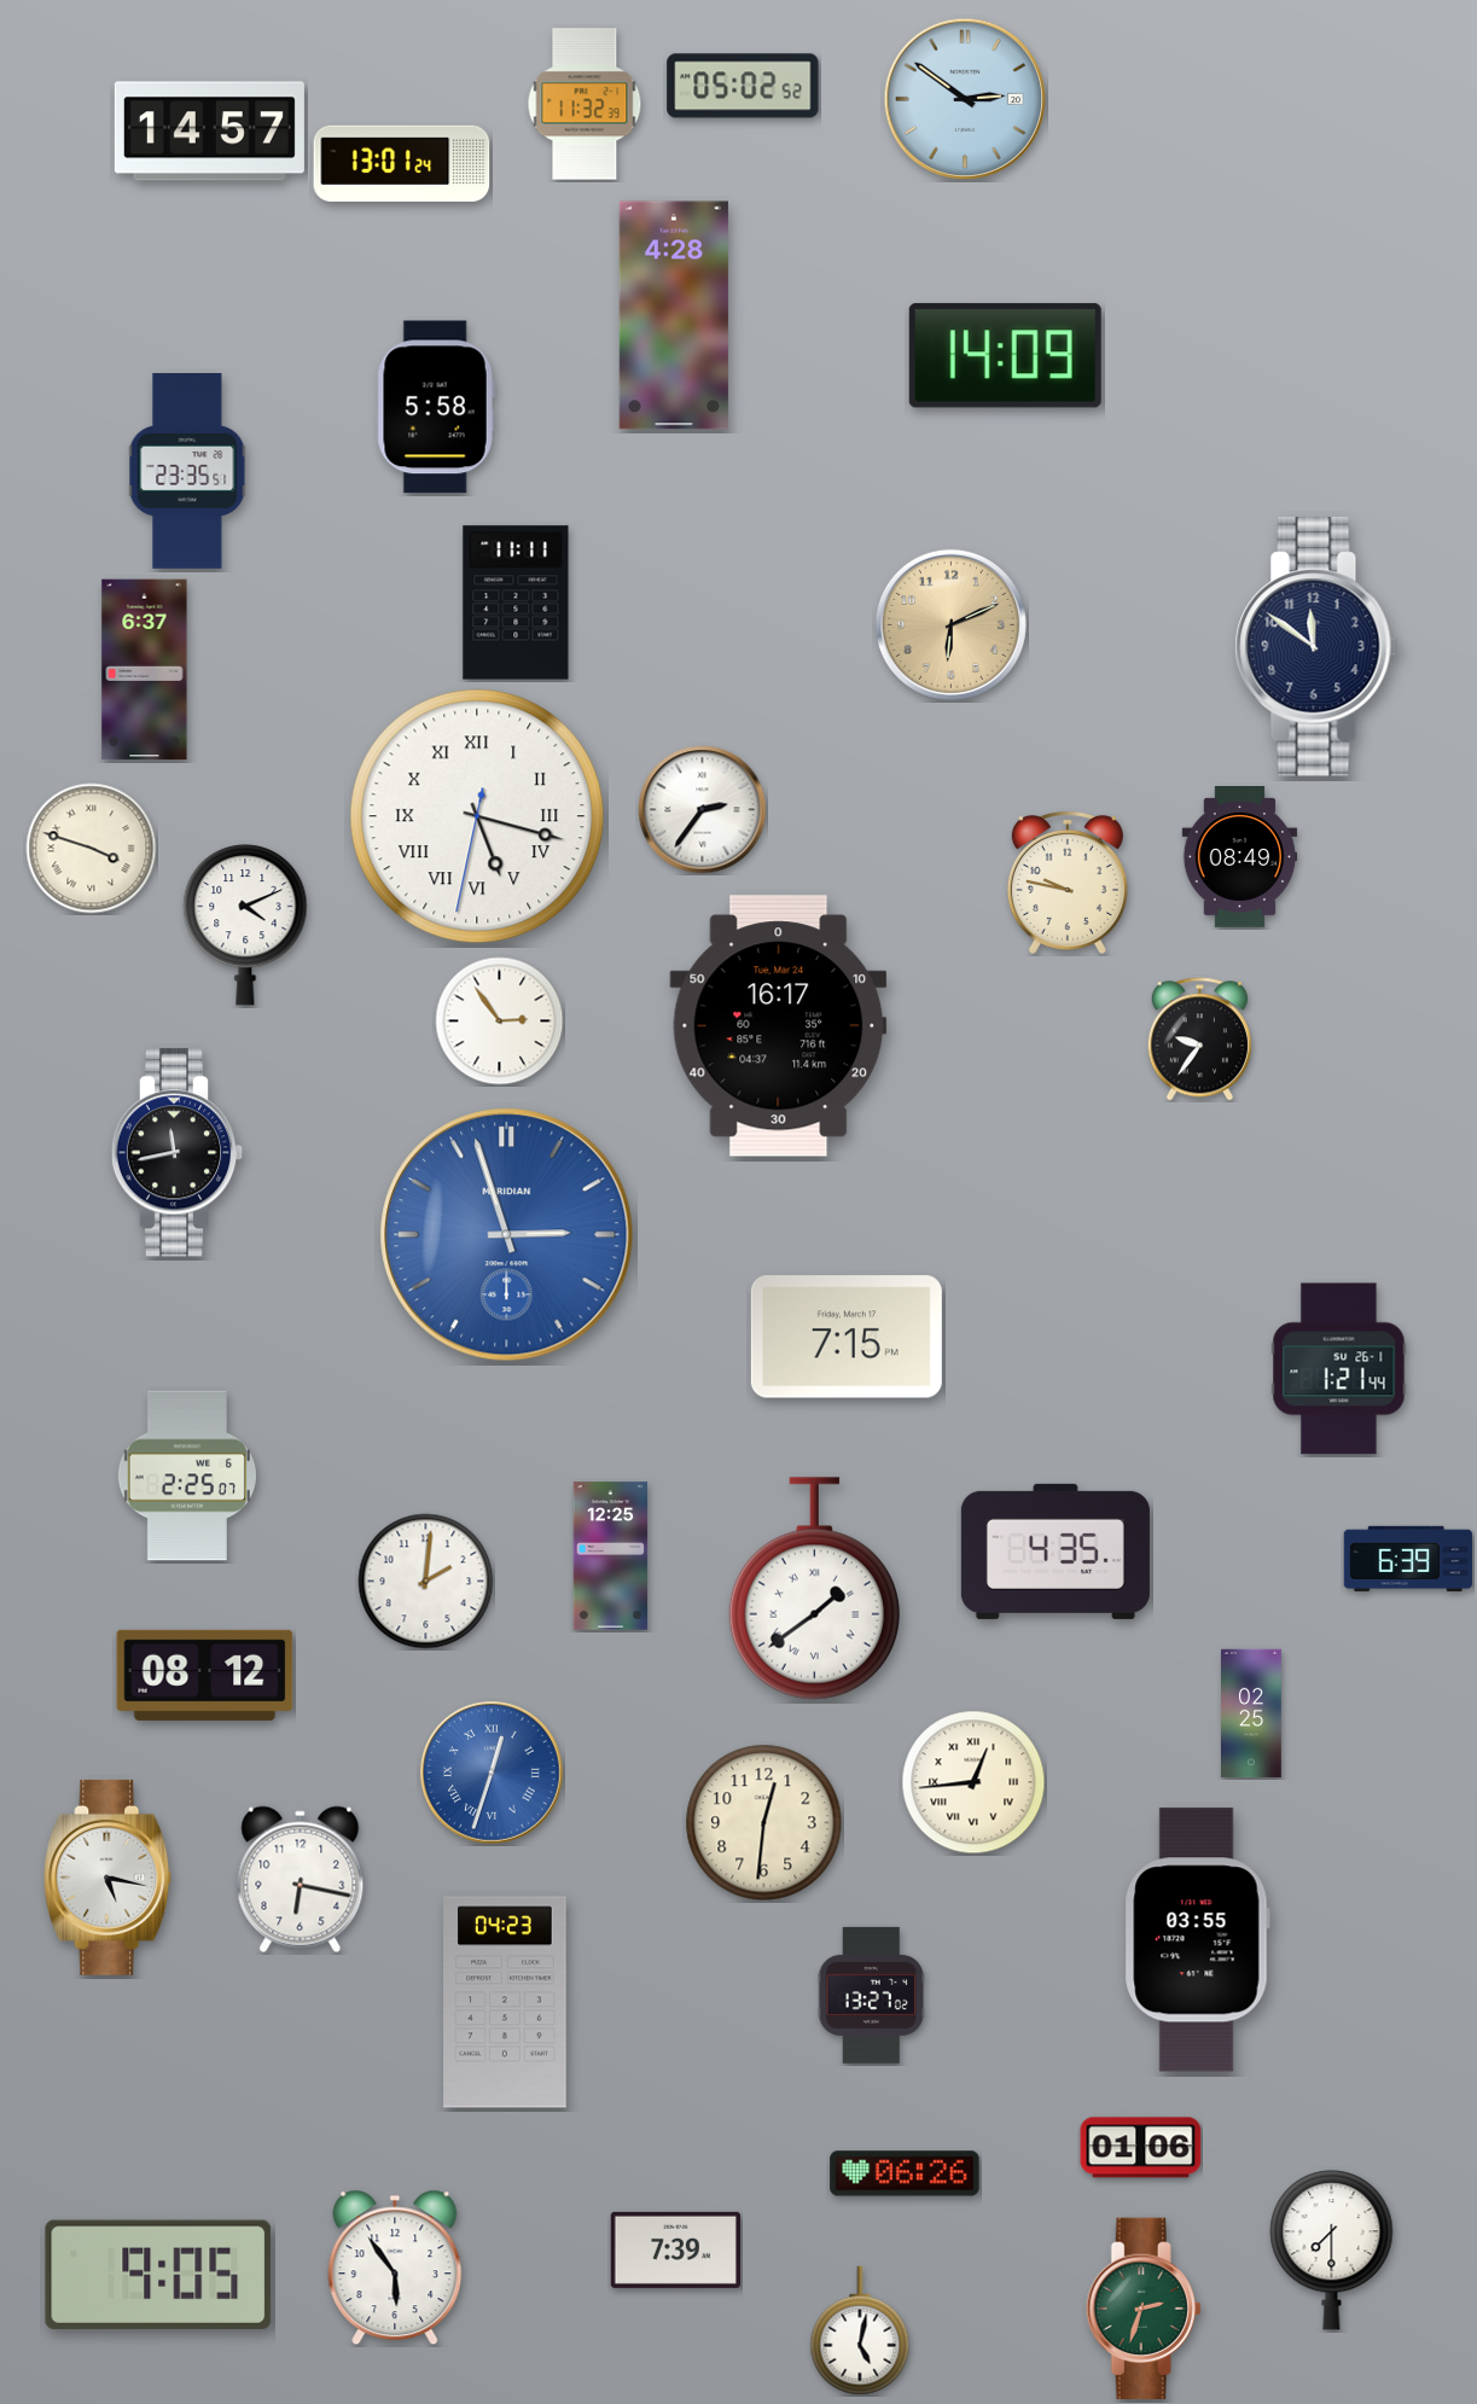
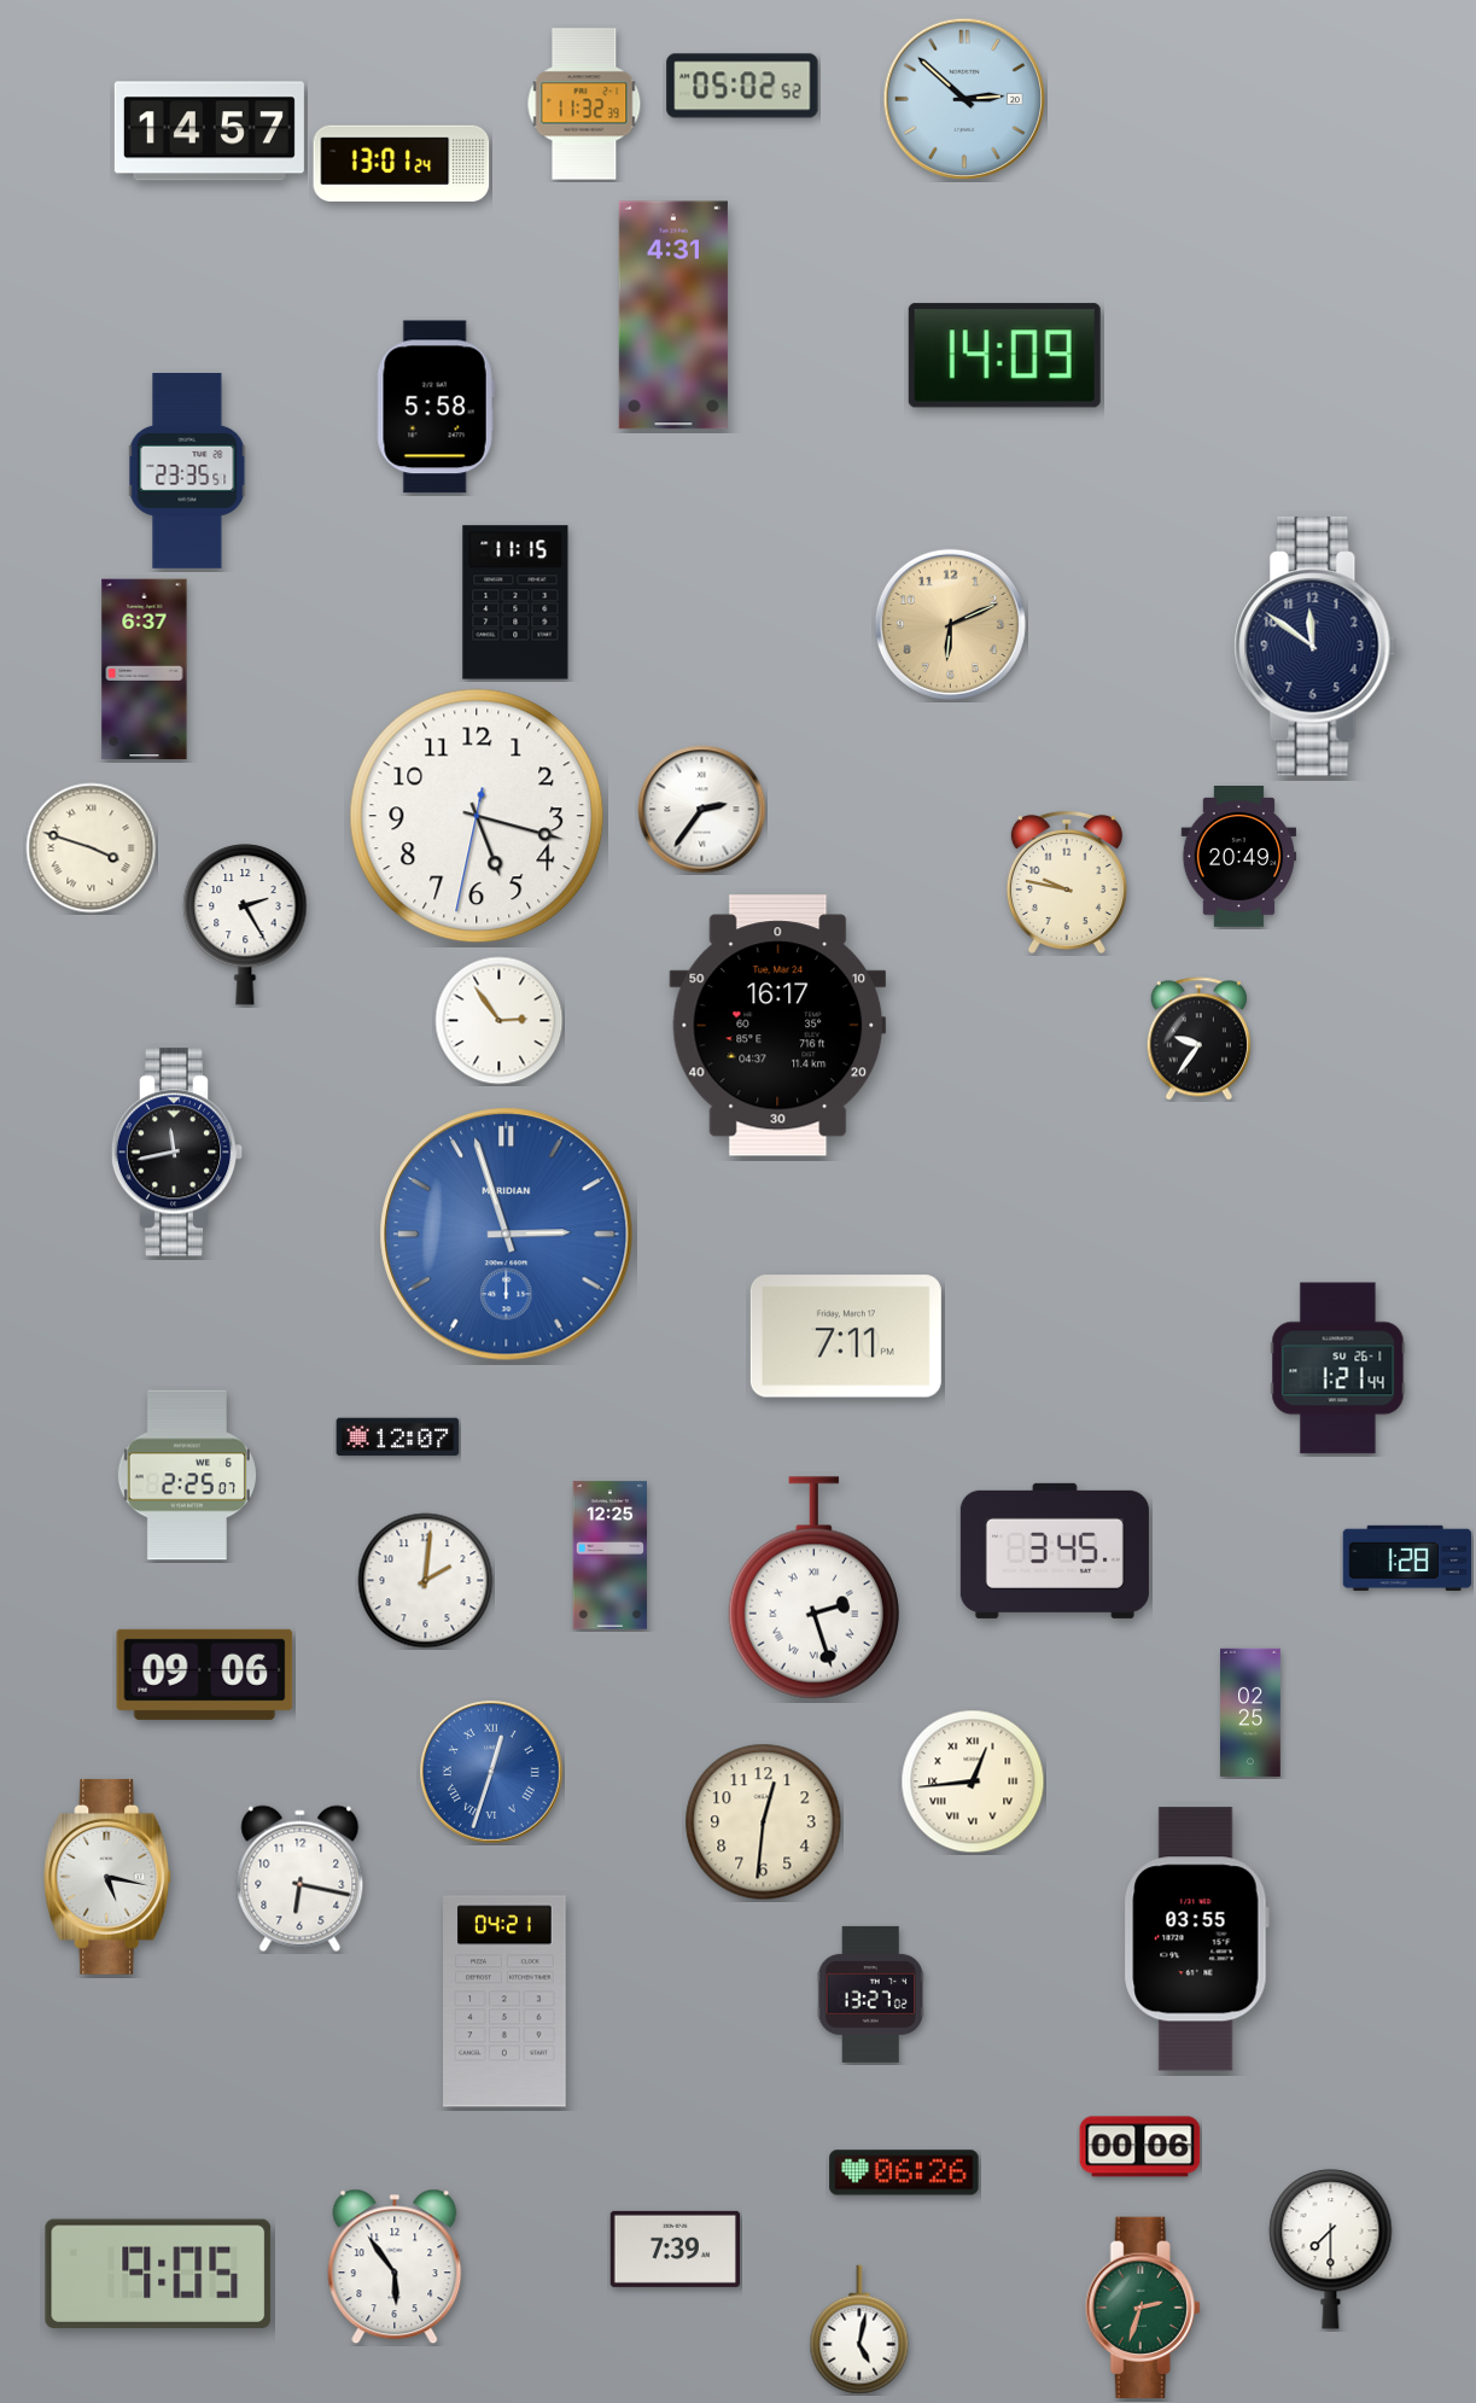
clock at (965, 99): 2:51 -> 2:52
clock at (674, 315): 4:28 -> 4:31
clock at (516, 603): 11:11 -> 11:15
clock at (477, 816) numerals: Roman -> Arabic
clock at (1240, 857): 08:49 -> 20:49
clock at (245, 925): 4:11 -> 2:25
clock at (847, 1337): 7:15 -> 7:11
clock at (398, 1437): none -> 12:07
clock at (1056, 1552): 4:35 -> 3:45
clock at (1408, 1559): 6:39 -> 1:28
clock at (814, 1589): 1:39 -> 2:27
clock at (205, 1675): 08:12 -> 09:06
clock at (505, 2002): 04:23 -> 04:21
clock at (1141, 2148): 01:06 -> 00:06
